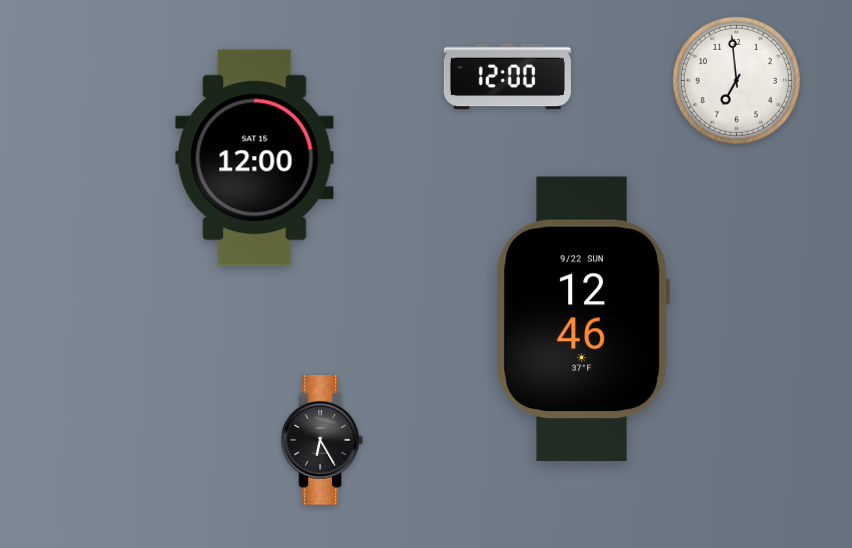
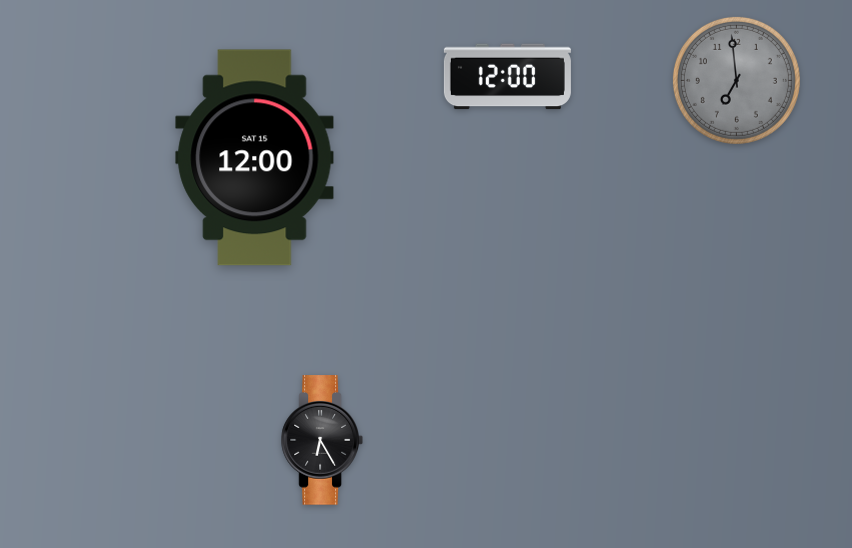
clock at (736, 80) dial: white -> grey
clock at (583, 319): 12:46 -> none
